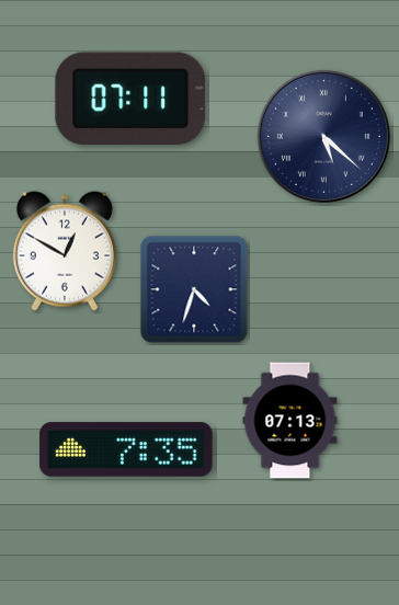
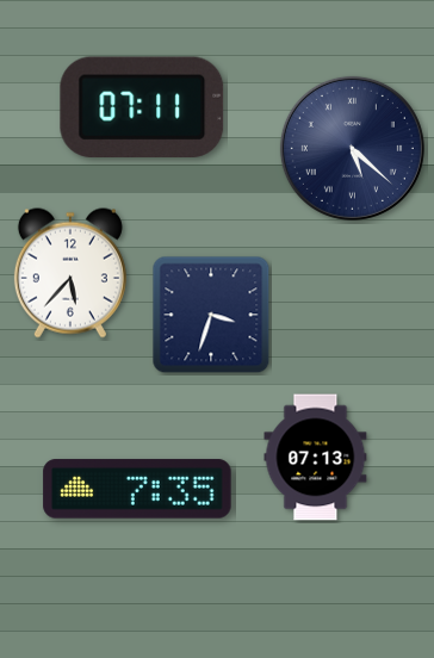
clock at (65, 251): 12:50 -> 5:37
clock at (194, 289): 4:33 -> 3:33
